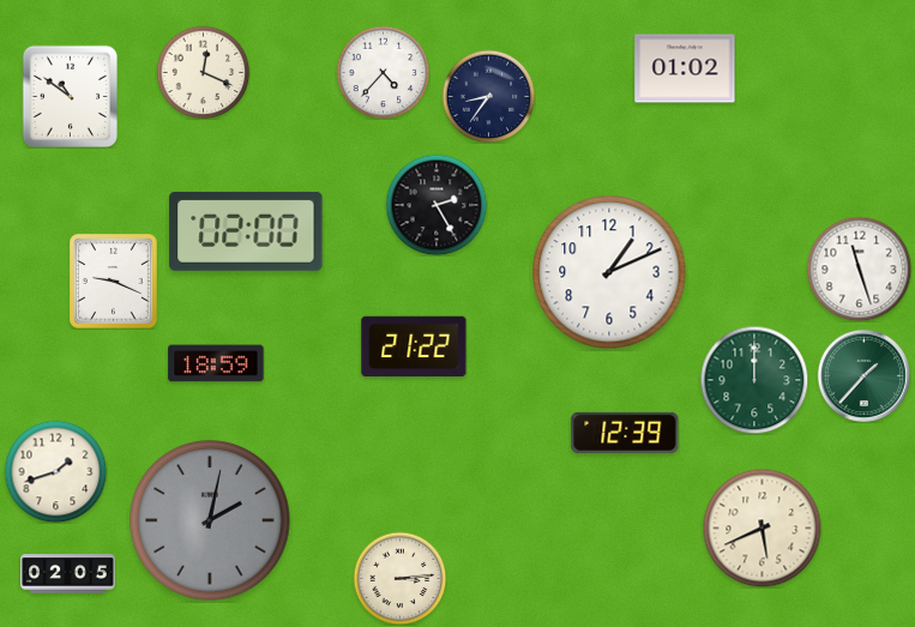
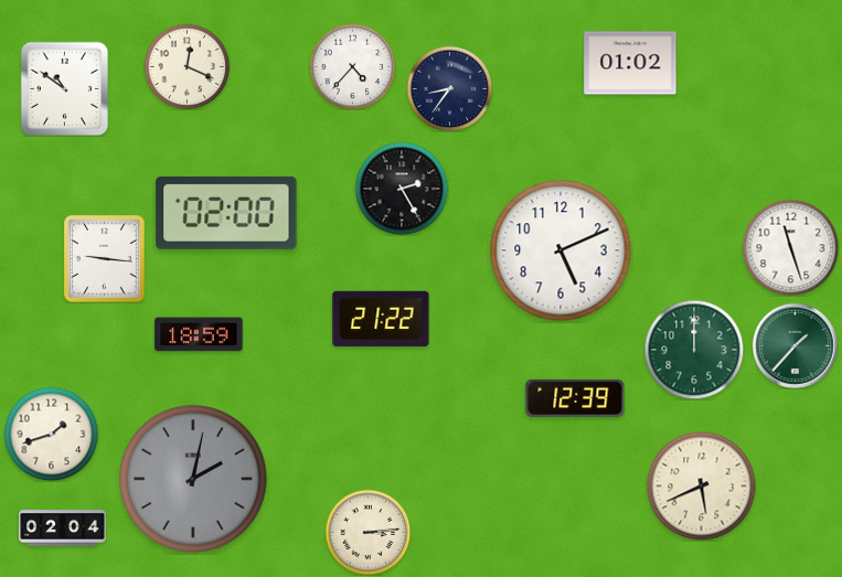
clock at (609, 272): 1:11 -> 5:11
clock at (114, 282): 9:19 -> 9:16
clock at (68, 574): 02:05 -> 02:04
